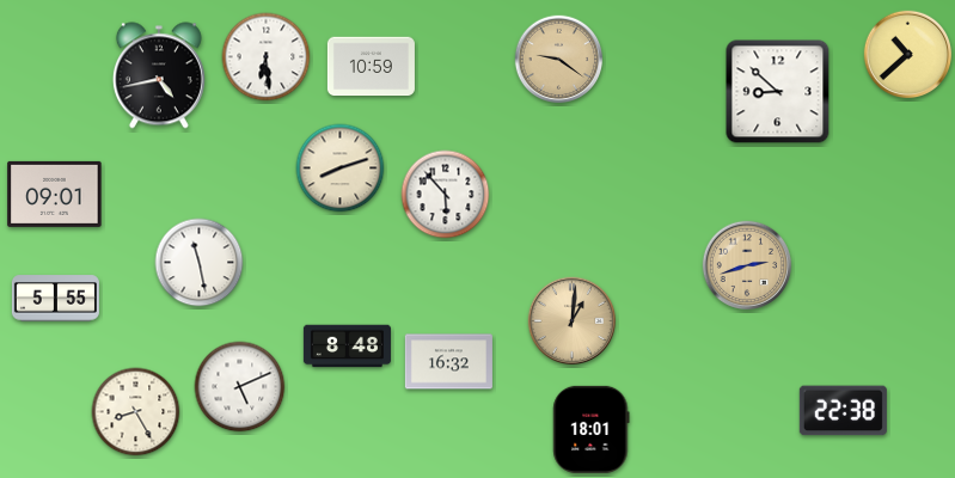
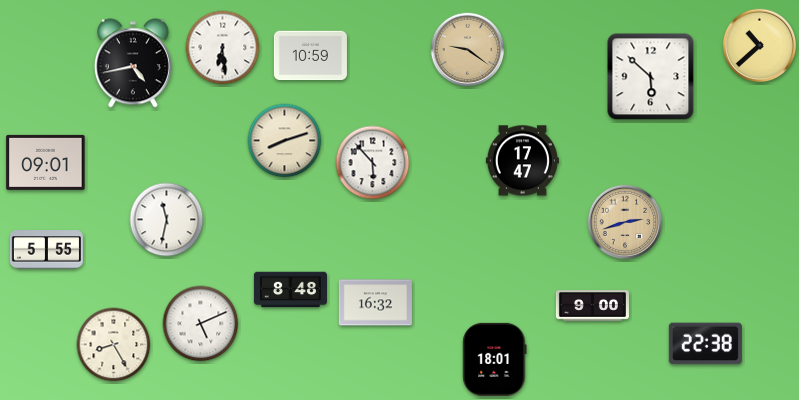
clock at (778, 92): 8:52 -> 5:52
clock at (522, 161): none -> 17:47
clock at (200, 263): 11:28 -> 11:32
clock at (573, 321): 1:01 -> none
clock at (592, 306): none -> 9:00
